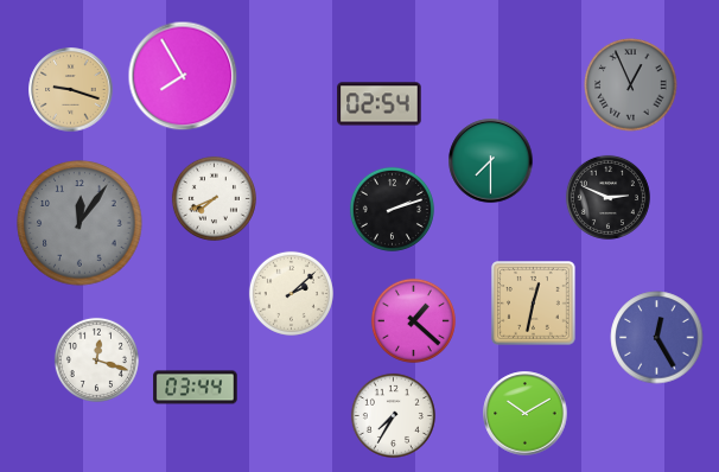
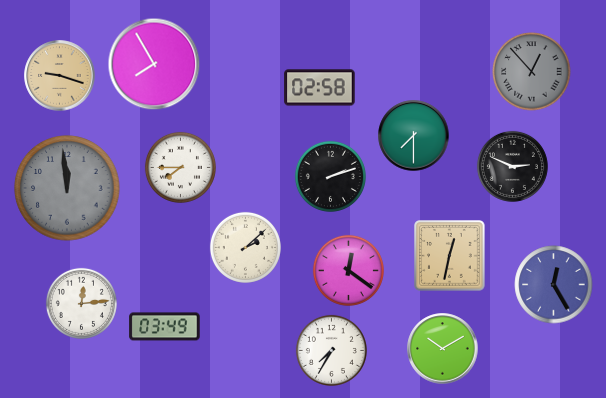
clock at (631, 85): 12:56 -> 12:53
clock at (380, 104): 02:54 -> 02:58
clock at (214, 198): 7:41 -> 7:45
clock at (79, 223): 12:06 -> 11:59
clock at (413, 320): 1:22 -> 12:21
clock at (96, 359): 12:18 -> 12:14
clock at (196, 388): 03:44 -> 03:49
